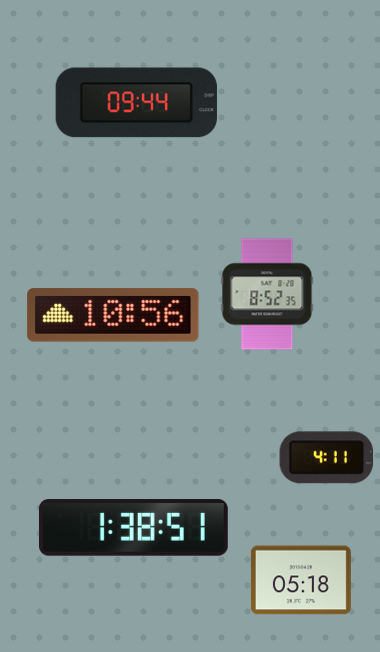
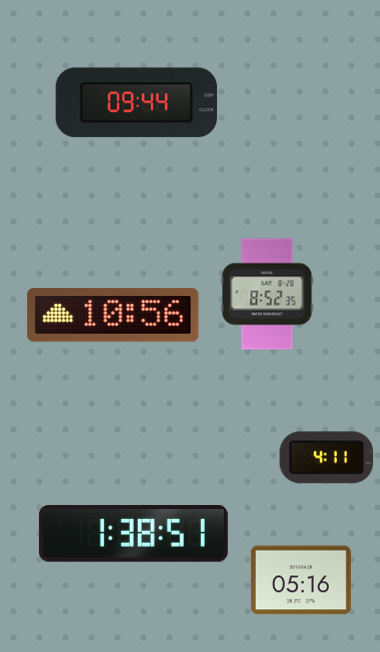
clock at (133, 528) position: (133, 528) -> (133, 534)
clock at (301, 580): 05:18 -> 05:16
